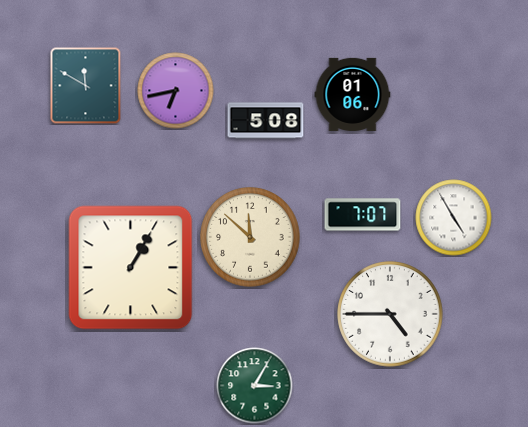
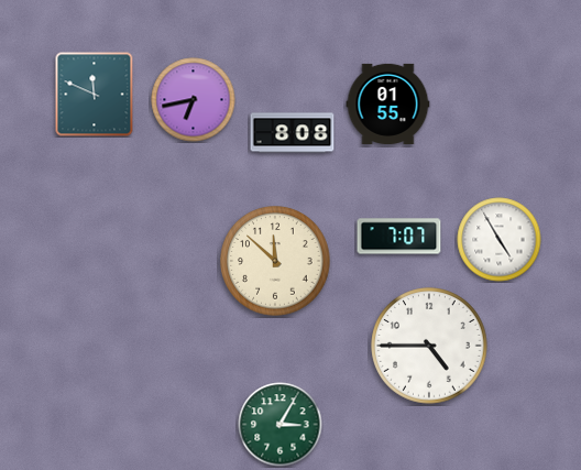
clock at (86, 86): 11:50 -> 11:49
clock at (353, 94): 01:06 -> 01:55
clock at (266, 121): 5:08 -> 8:08
clock at (131, 268): 1:05 -> none
